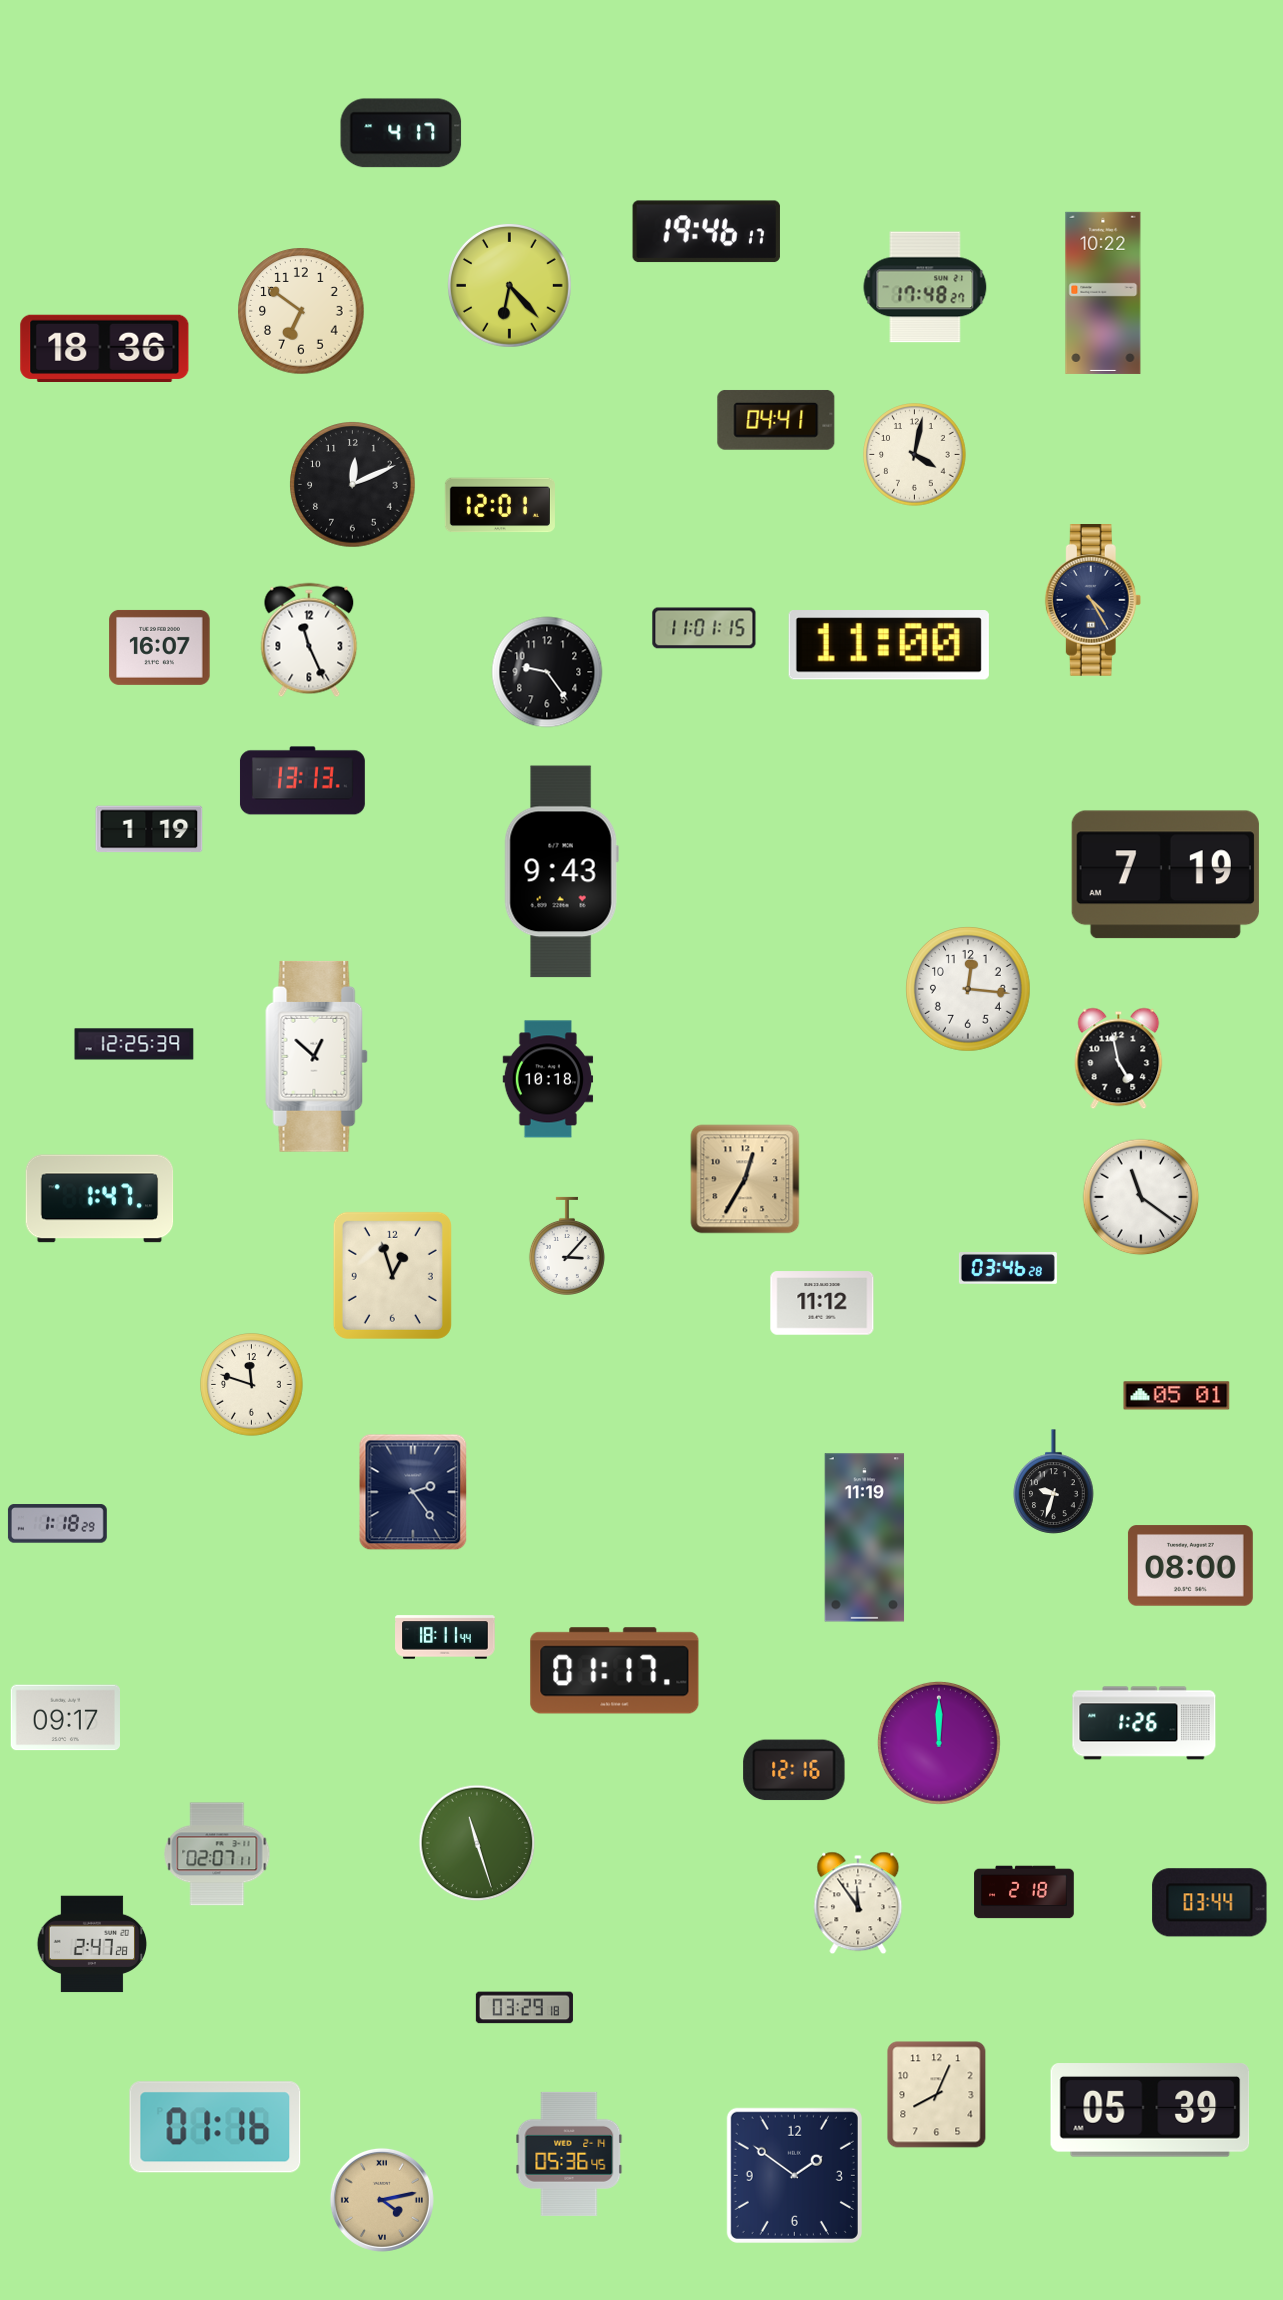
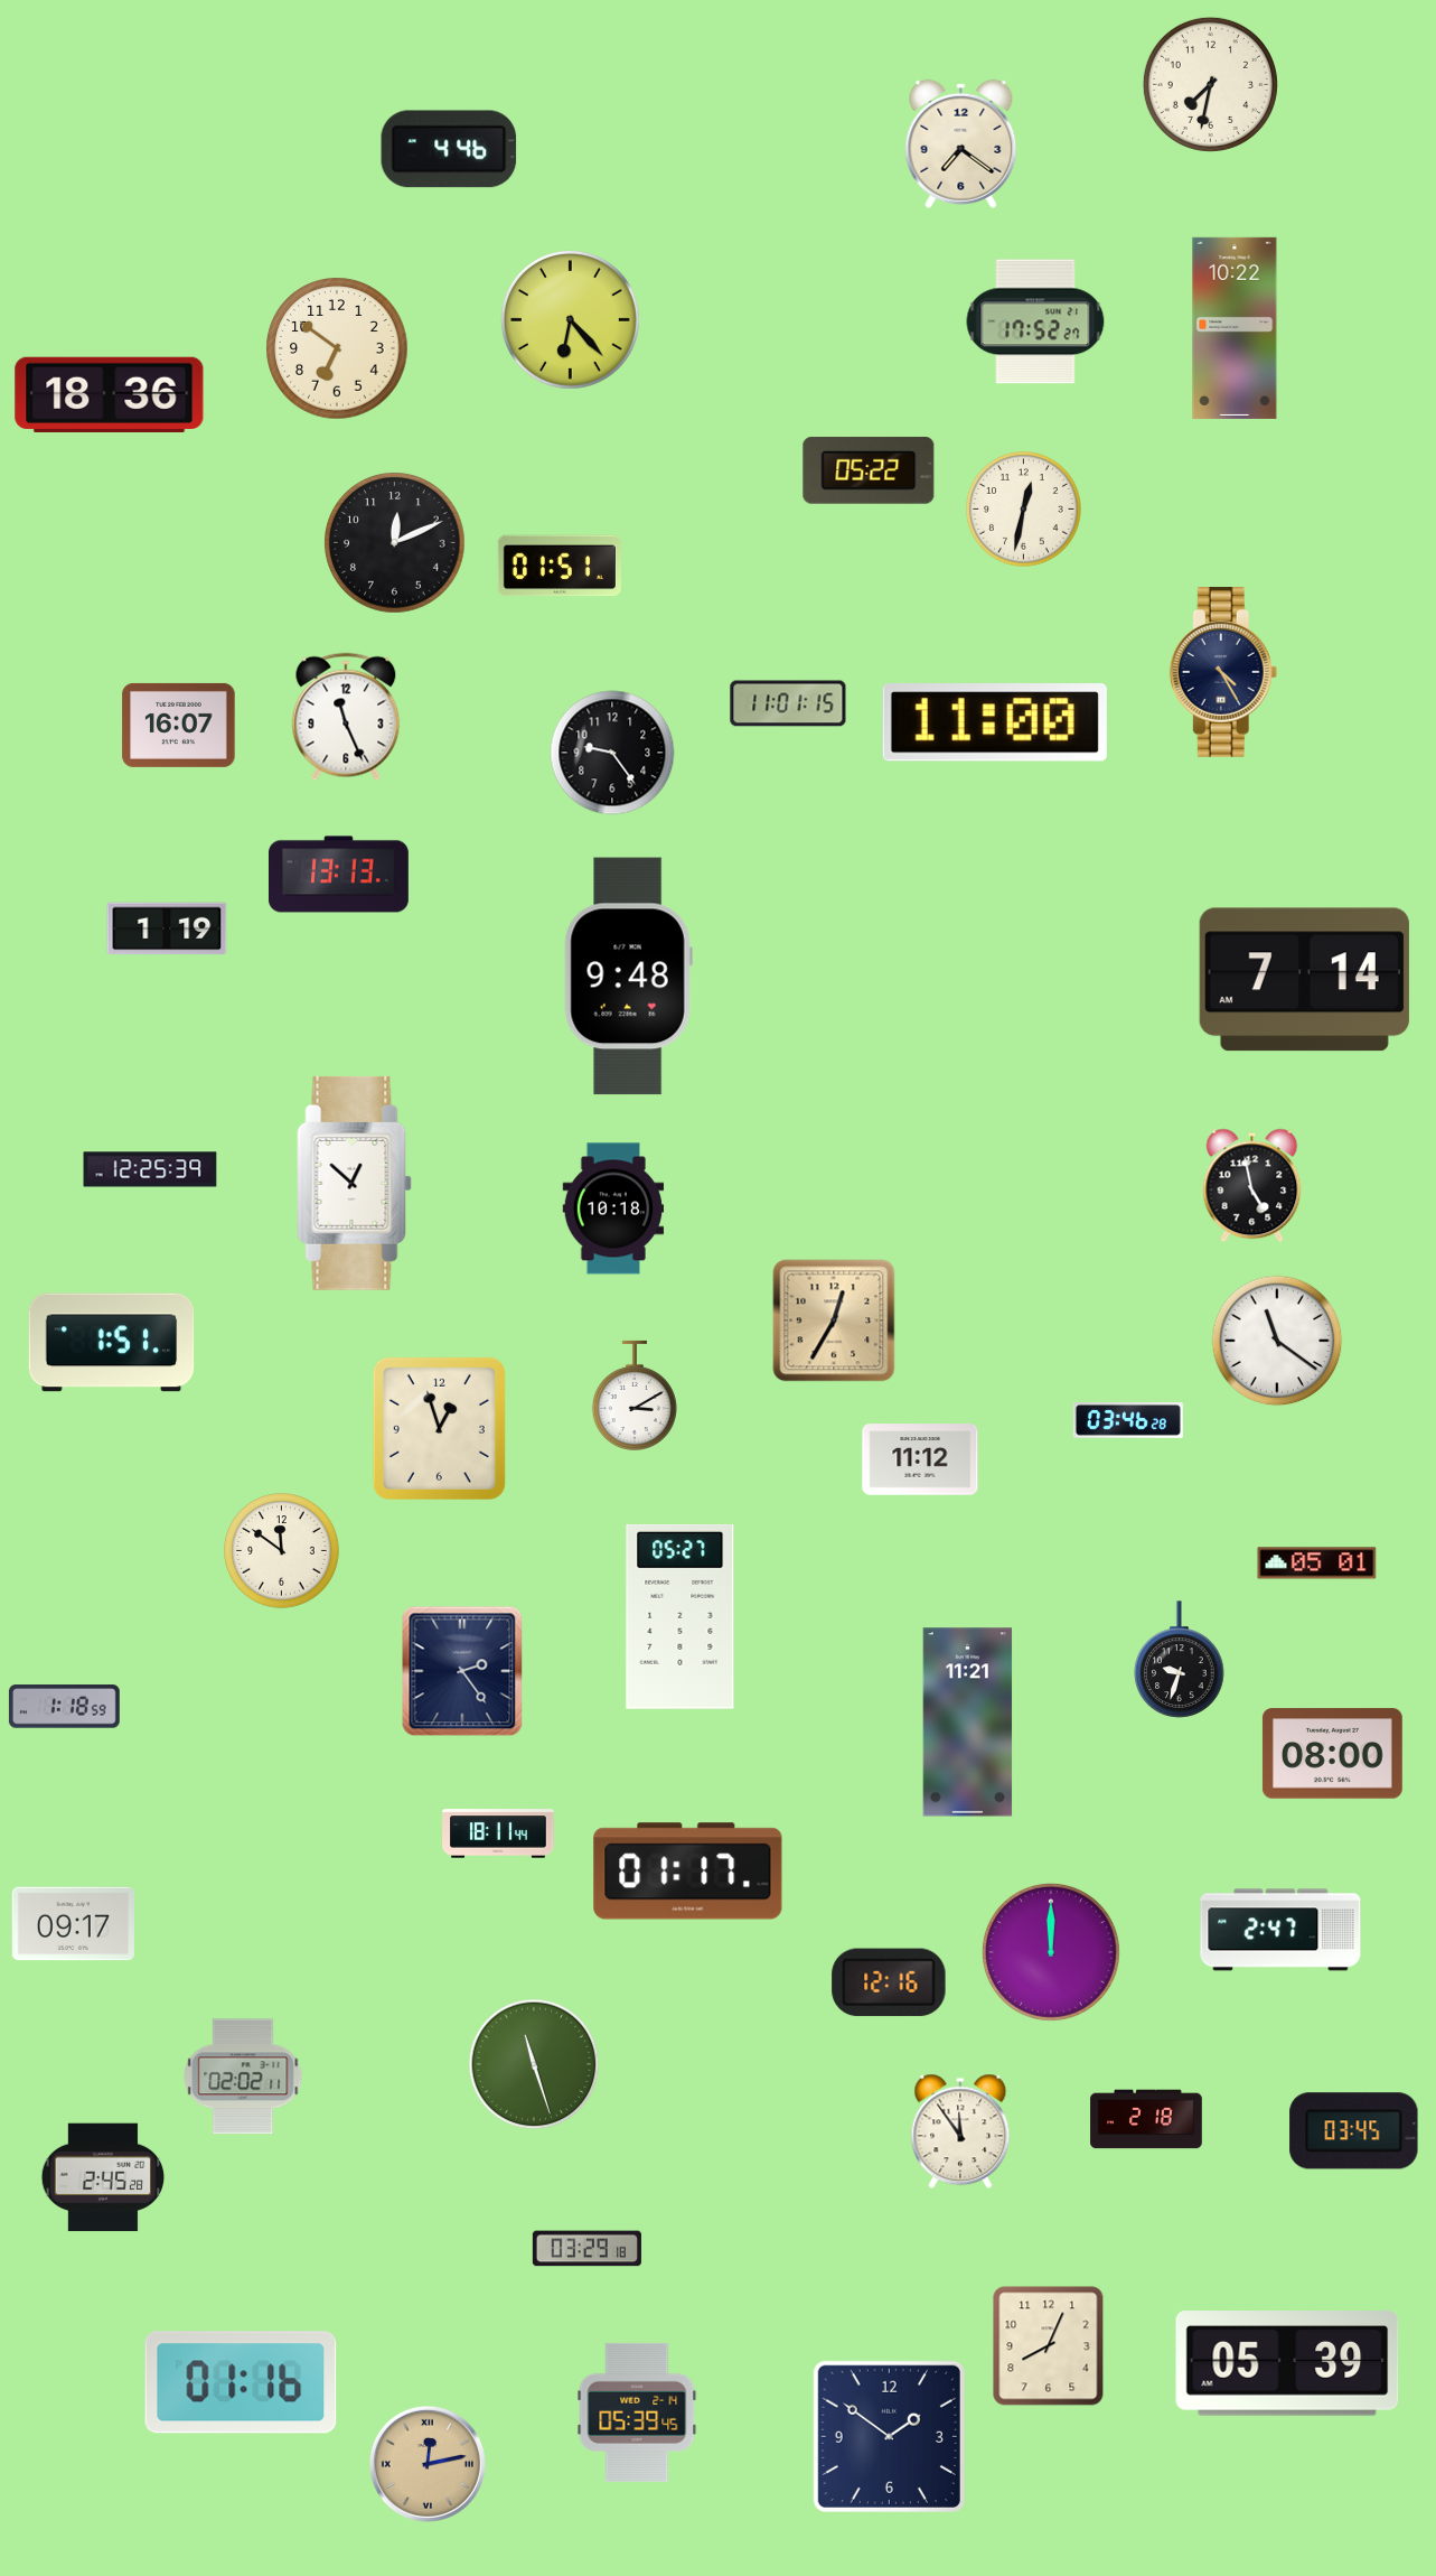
clock at (1210, 84): none -> 7:32
clock at (961, 143): none -> 7:21
clock at (401, 133): 4:17 -> 4:46
clock at (706, 232): 19:46 -> none
clock at (925, 287): 17:48 -> 17:52
clock at (105, 348) position: (105, 348) -> (110, 394)
clock at (776, 420): 04:41 -> 05:22
clock at (915, 455): 4:02 -> 12:32
clock at (500, 505): 12:01 -> 01:51
clock at (561, 872): 9:43 -> 9:48
clock at (1165, 875): 7:19 -> 7:14
clock at (968, 989): 12:16 -> none
clock at (100, 1199): 1:47 -> 1:51
clock at (567, 1246): 3:07 -> 3:10
clock at (252, 1385): 11:48 -> 11:51
clock at (681, 1616): none -> 05:27
clock at (57, 1524): 1:18:29 -> 1:18:59
clock at (865, 1538): 11:19 -> 11:21
clock at (1144, 1723): 1:26 -> 2:47
clock at (217, 1854): 02:07 -> 02:02
clock at (1210, 1903): 03:44 -> 03:45
clock at (92, 1944): 2:47 -> 2:45
clock at (569, 2154): 05:36 -> 05:39
clock at (382, 2200): 4:13 -> 12:13
